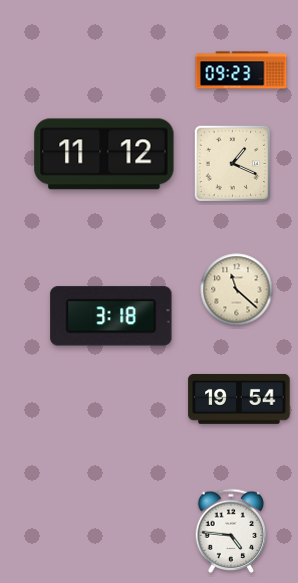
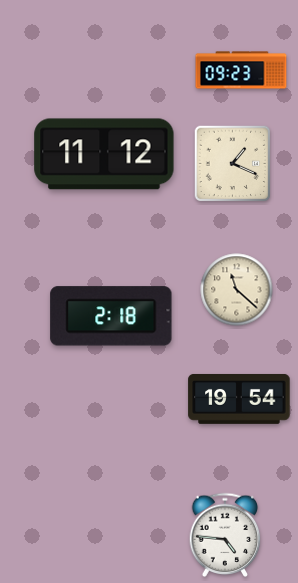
clock at (111, 316): 3:18 -> 2:18
clock at (231, 531) position: (231, 531) -> (225, 535)
